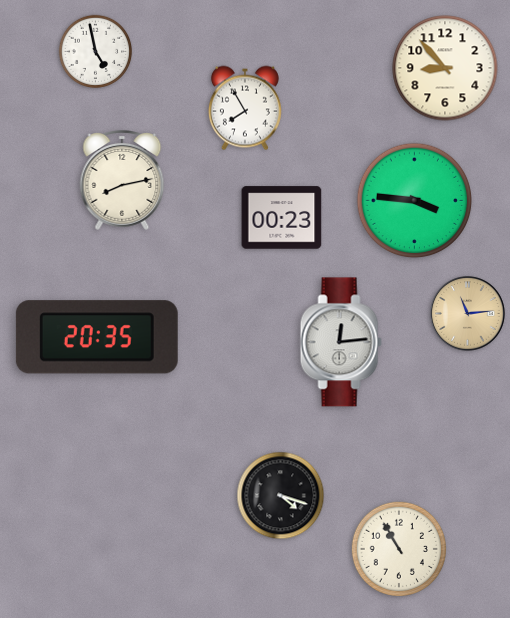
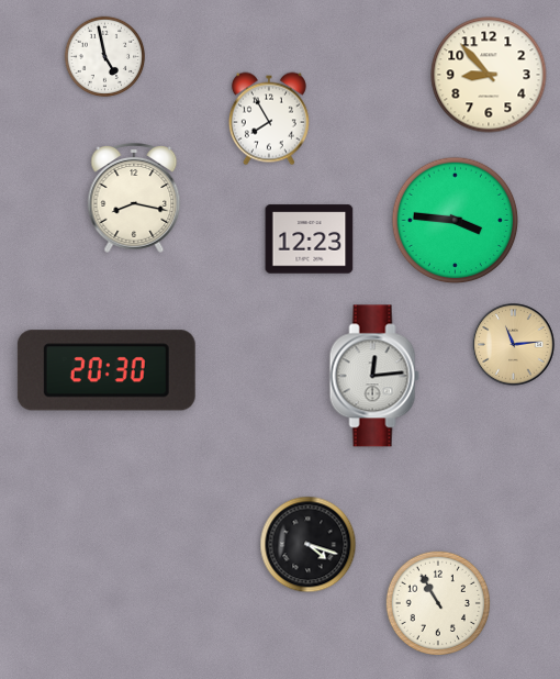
clock at (122, 181): 8:13 -> 8:17
clock at (282, 218): 00:23 -> 12:23
clock at (97, 337): 20:35 -> 20:30
